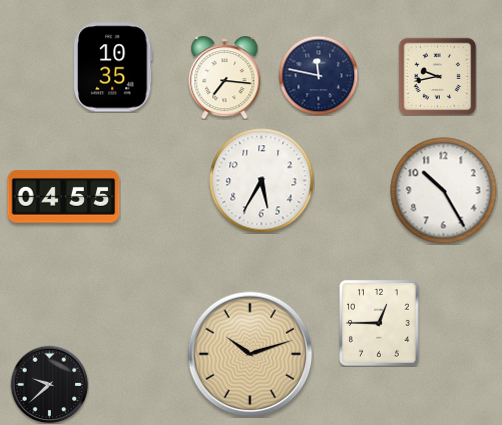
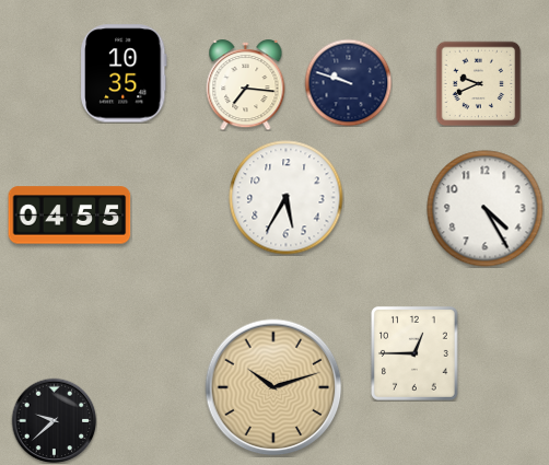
clock at (318, 75): 11:47 -> 9:48
clock at (437, 76): 9:43 -> 9:41
clock at (444, 191): 10:25 -> 4:25
